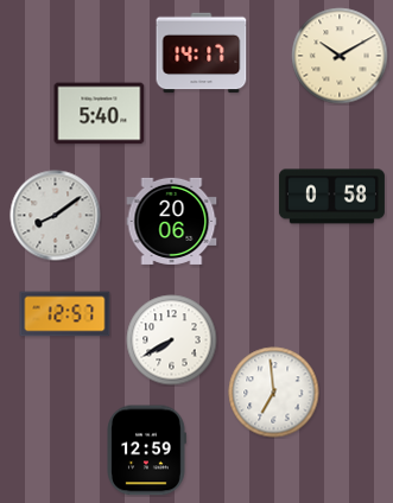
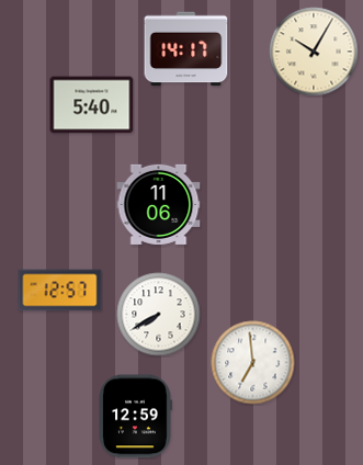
clock at (340, 56): 10:10 -> 10:05
clock at (331, 197): 0:58 -> none
clock at (56, 216): 8:09 -> none
clock at (172, 221): 20:06 -> 11:06
